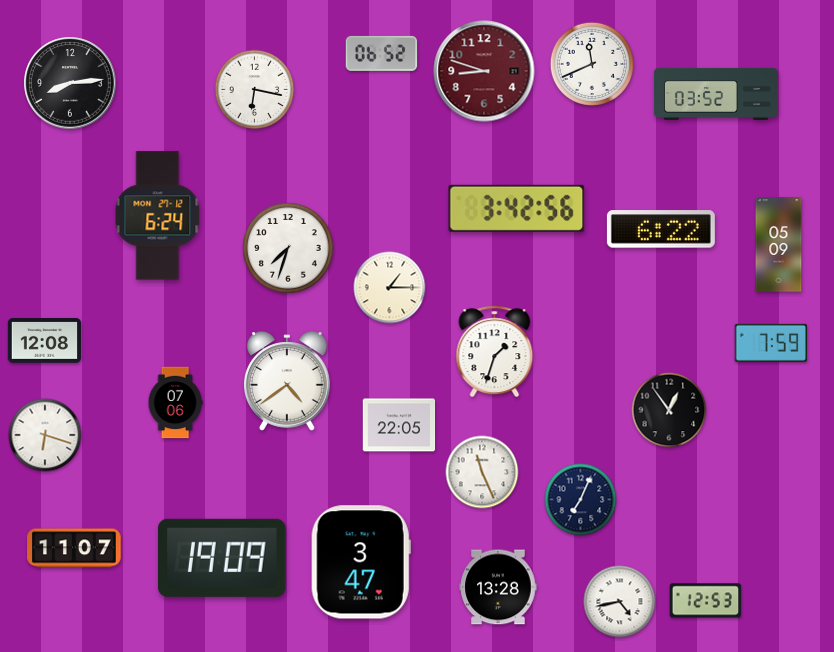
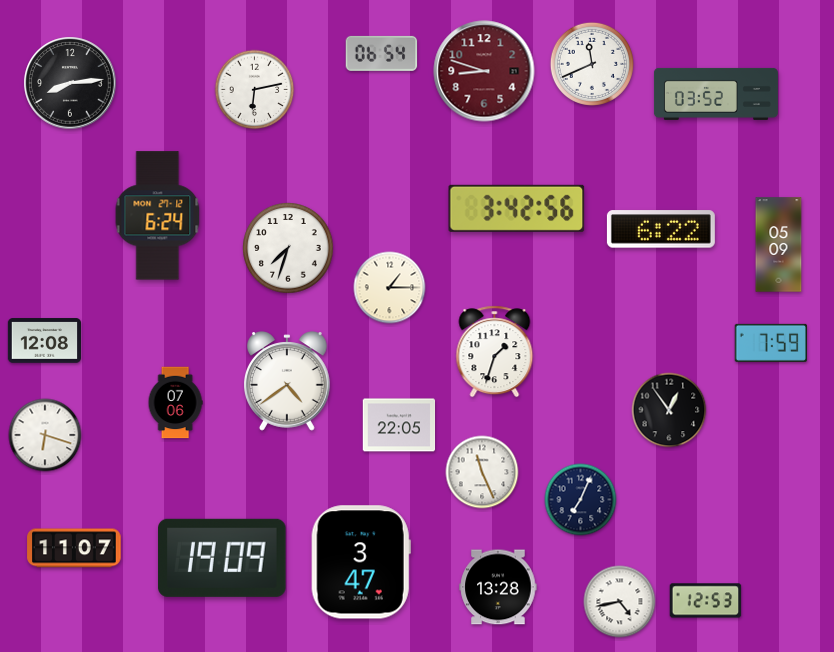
clock at (382, 53): 06:52 -> 06:54
clock at (255, 90): 6:17 -> 6:13
